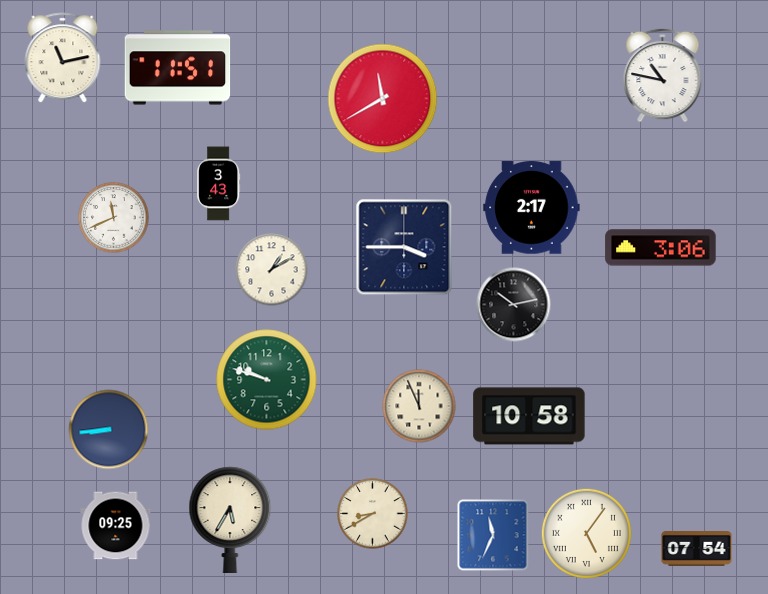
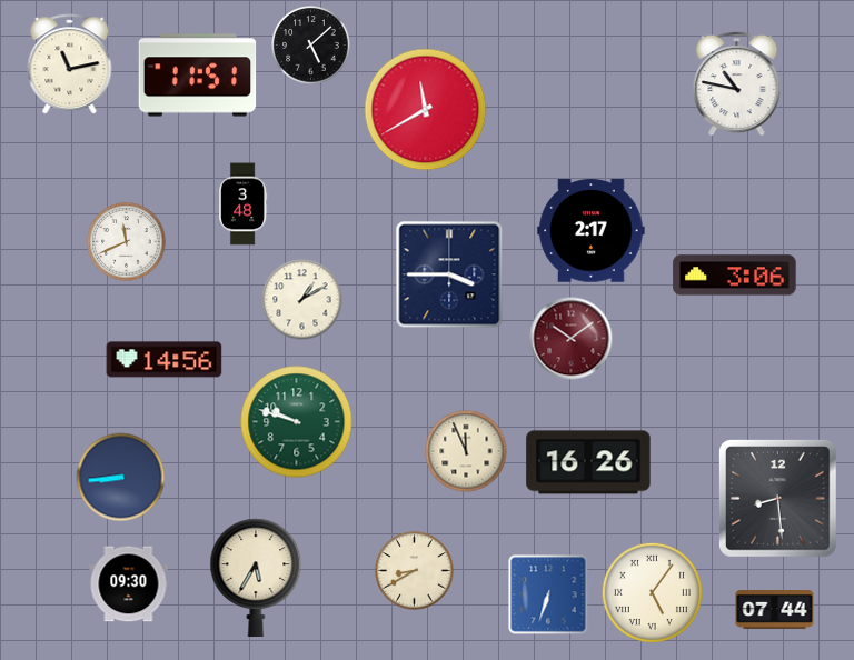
clock at (311, 46): none -> 5:08
clock at (219, 184): 3:43 -> 3:48
clock at (514, 305): 10:13 -> 10:09
clock at (514, 305) dial: black -> burgundy
clock at (165, 360): none -> 14:56
clock at (529, 416): 10:58 -> 16:26
clock at (778, 499): none -> 8:29
clock at (116, 526): 09:25 -> 09:30
clock at (493, 535): 11:34 -> 6:33
clock at (697, 549): 07:54 -> 07:44
